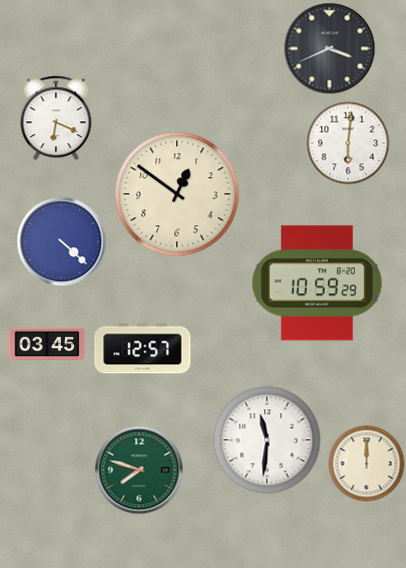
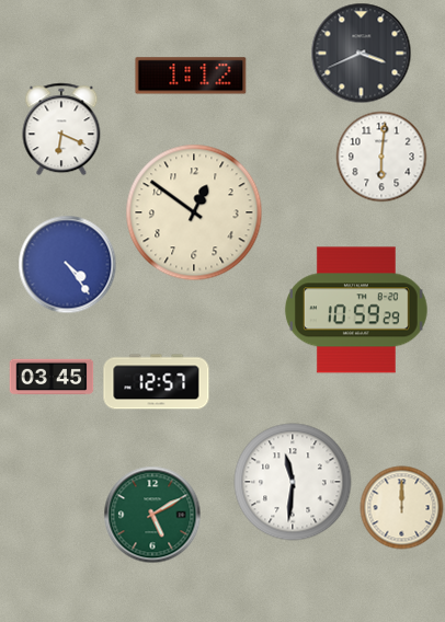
clock at (191, 76): none -> 1:12
clock at (62, 242): 4:22 -> 4:24
clock at (317, 283) position: (317, 283) -> (356, 310)
clock at (139, 470): 7:48 -> 5:10
